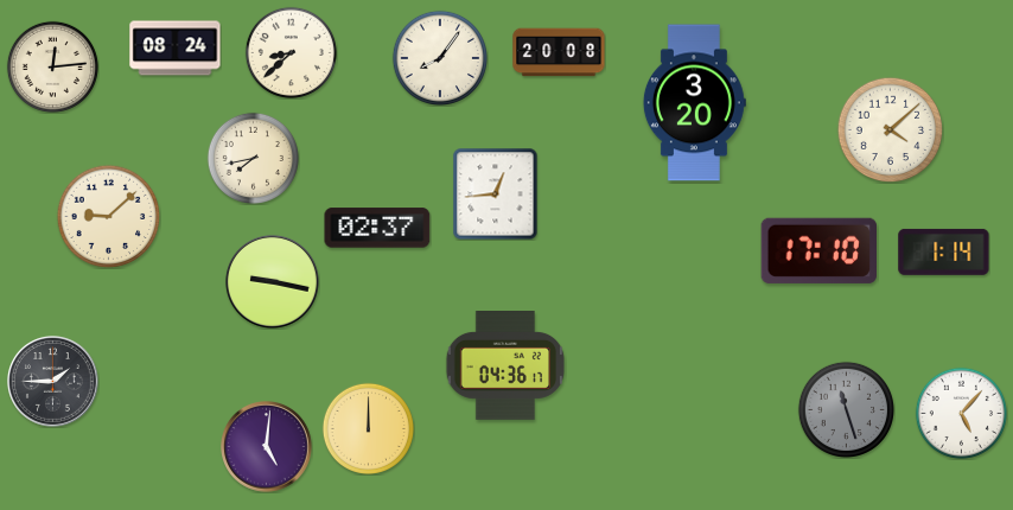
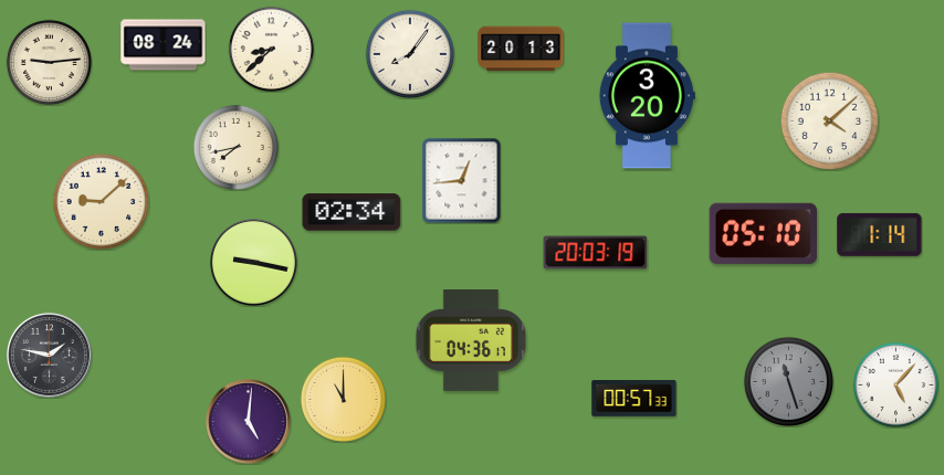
clock at (559, 52): 20:08 -> 20:13
clock at (52, 66): 12:14 -> 9:14
clock at (377, 228): 02:37 -> 02:34
clock at (818, 250): 17:10 -> 05:10
clock at (596, 253): none -> 20:03
clock at (53, 382): 1:45 -> 1:47
clock at (368, 428): 12:00 -> 11:00
clock at (634, 399): none -> 00:57
clock at (267, 447) position: (267, 447) -> (249, 422)
